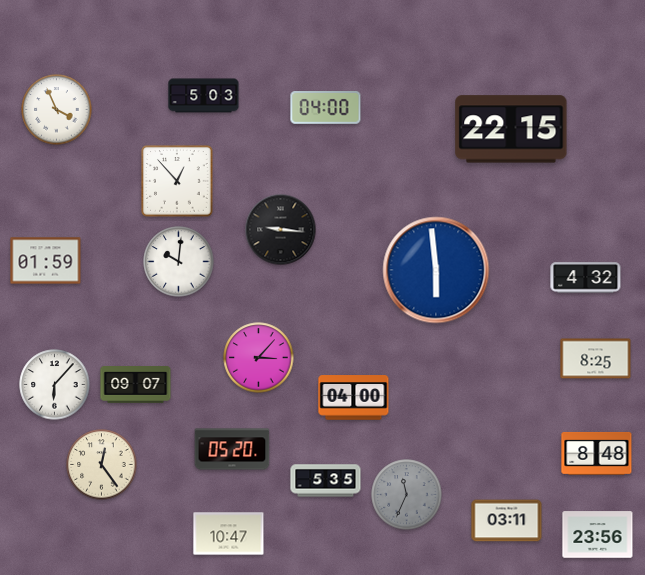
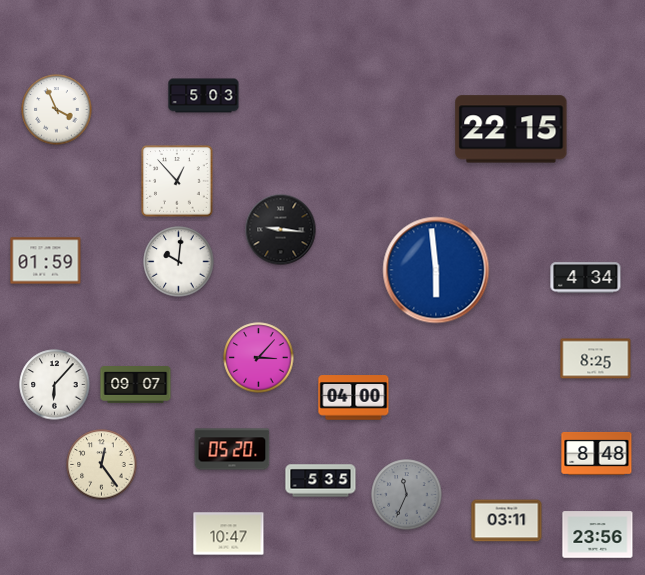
clock at (326, 108): 04:00 -> none
clock at (586, 278): 4:32 -> 4:34
clock at (326, 481) position: (326, 481) -> (321, 481)
